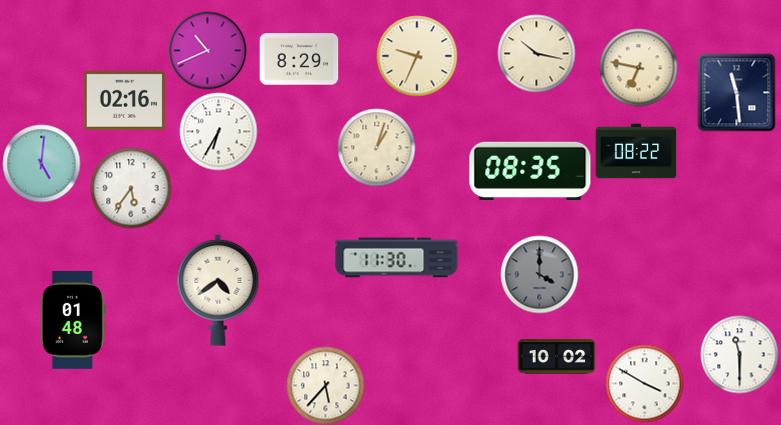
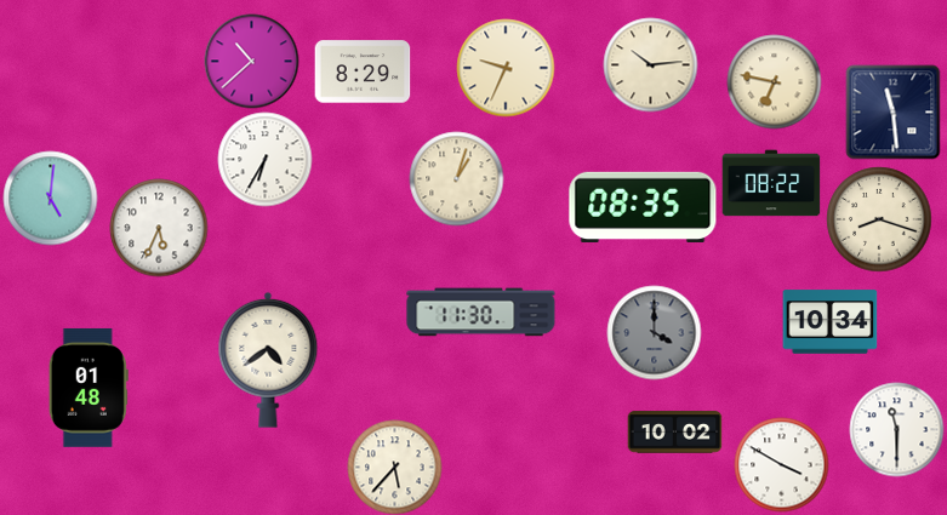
clock at (207, 50): 10:41 -> 10:38
clock at (536, 53): 10:17 -> 10:14
clock at (124, 100): 02:16 -> none
clock at (879, 219): none -> 8:18
clock at (131, 188): 5:36 -> 5:34
clock at (829, 322): none -> 10:34
clock at (218, 290) position: (218, 290) -> (268, 360)
